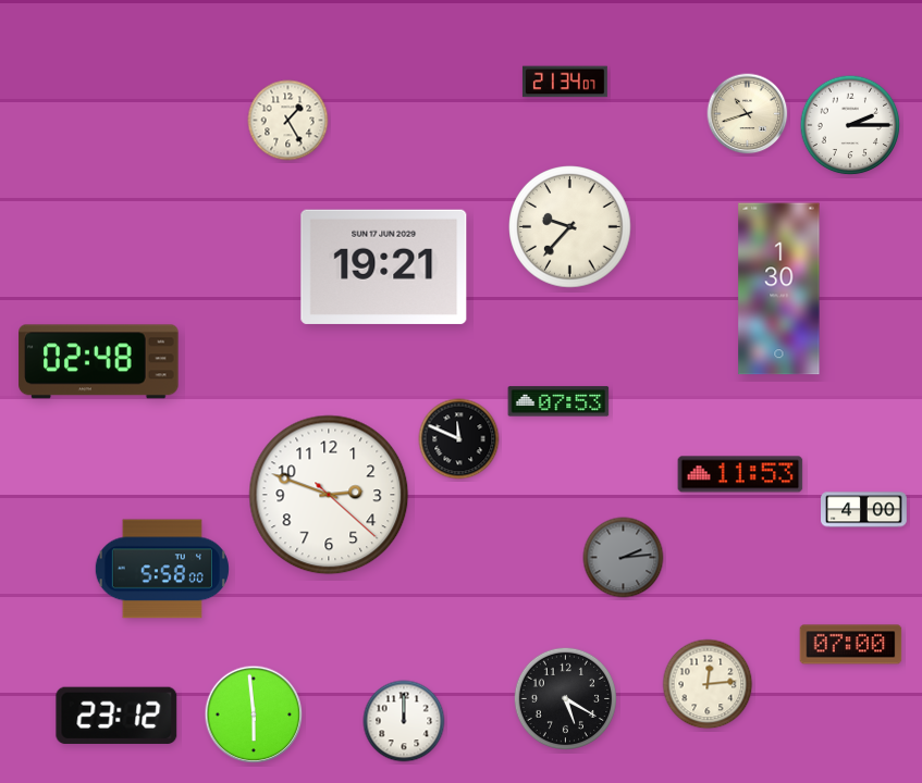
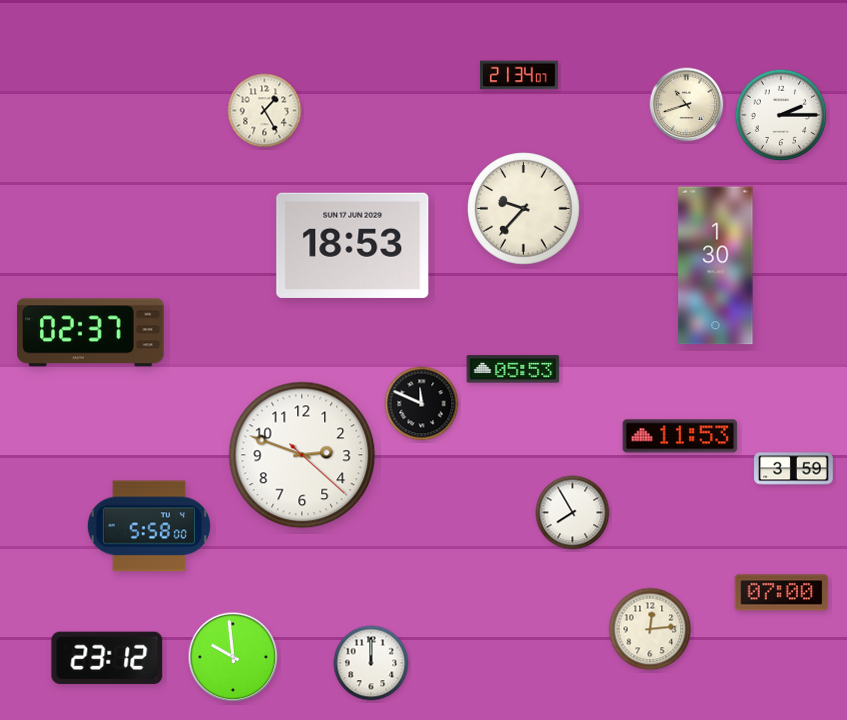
clock at (384, 266): 19:21 -> 18:53
clock at (99, 362): 02:48 -> 02:37
clock at (558, 401): 07:53 -> 05:53
clock at (864, 510): 4:00 -> 3:59
clock at (624, 558): 2:14 -> 7:55
clock at (624, 558) dial: grey -> white
clock at (162, 569) position: (162, 569) -> (149, 526)
clock at (566, 699): 5:20 -> none
clock at (254, 714): 5:59 -> 9:59
